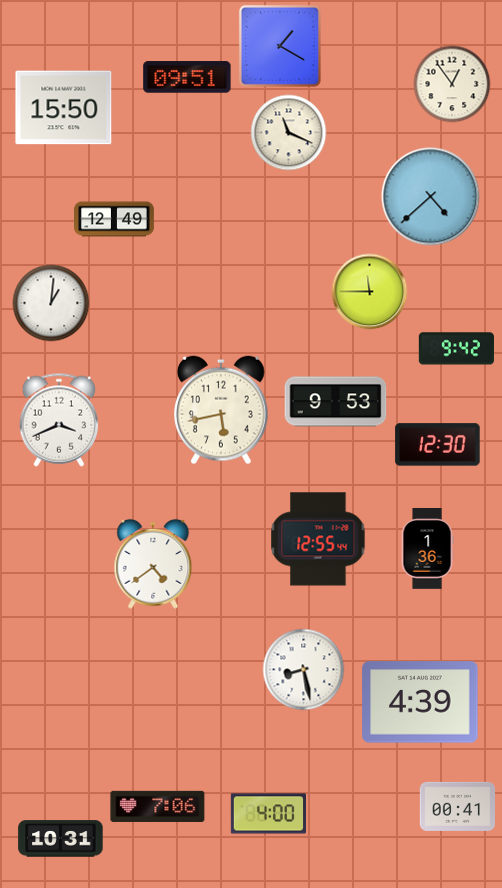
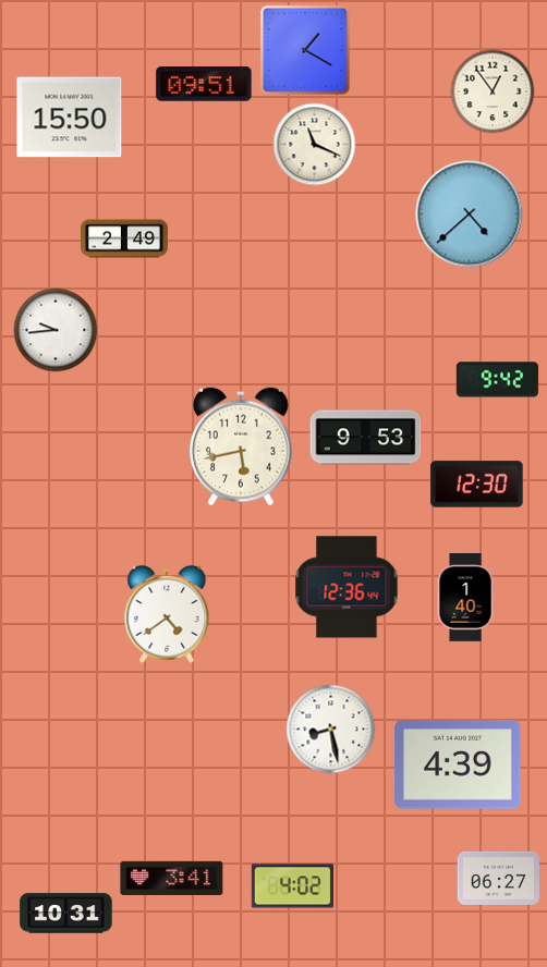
clock at (115, 219): 12:49 -> 2:49
clock at (370, 292): 11:45 -> none
clock at (51, 303): 1:01 -> 9:44
clock at (59, 420): 3:41 -> none
clock at (318, 539): 12:55 -> 12:36
clock at (427, 549): 1:36 -> 1:40
clock at (158, 806): 7:06 -> 3:41
clock at (457, 806): 00:41 -> 06:27
clock at (268, 814): 4:00 -> 4:02
